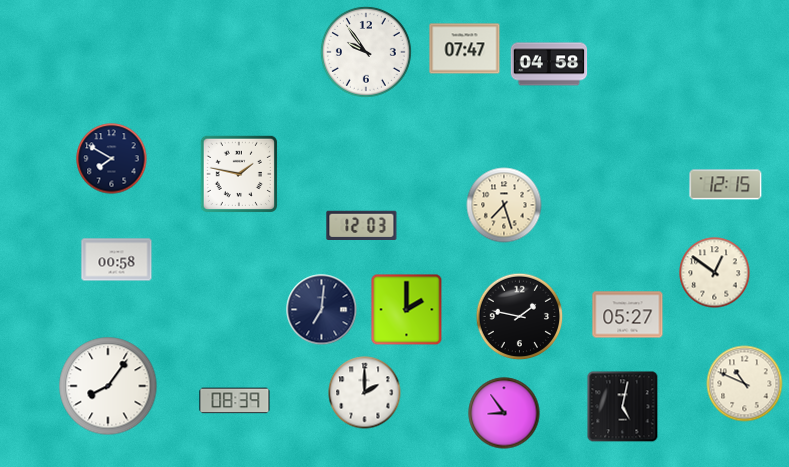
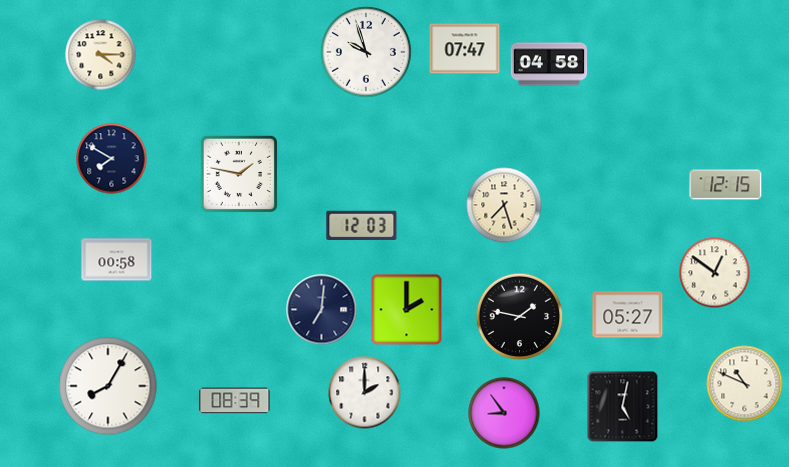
clock at (366, 52): 9:54 -> 9:57
clock at (101, 55): none -> 4:15
clock at (108, 386): 8:06 -> 8:05
